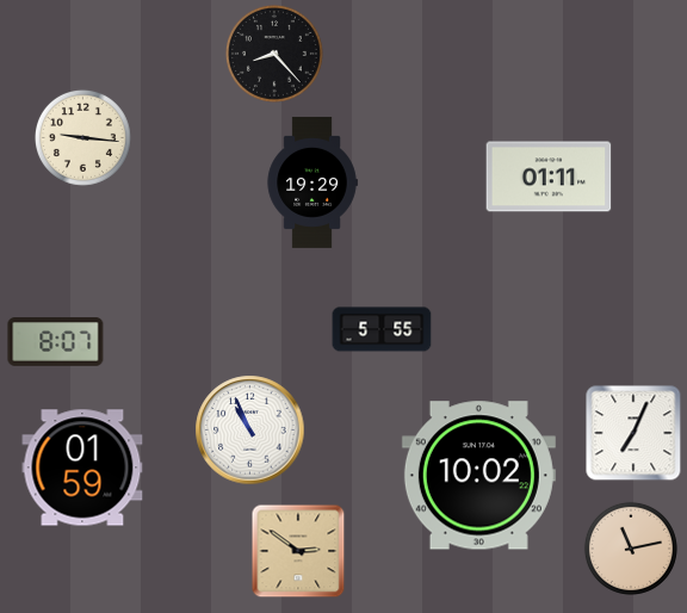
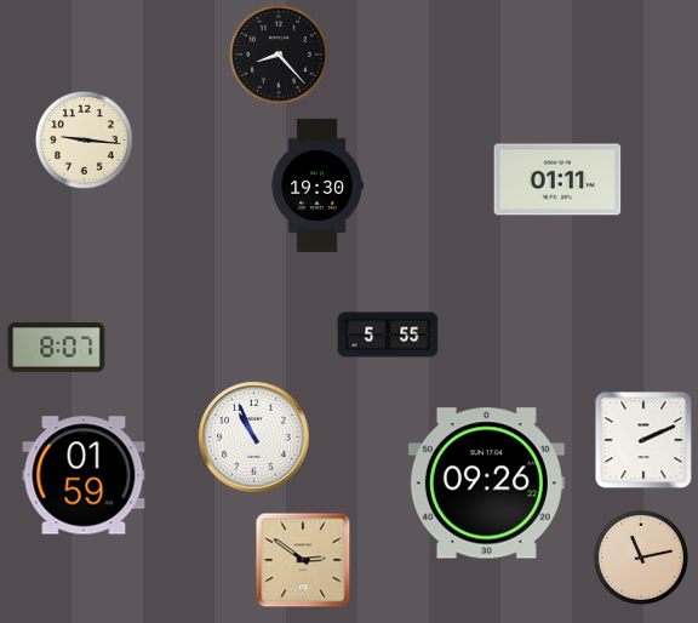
clock at (312, 182): 19:29 -> 19:30
clock at (633, 433): 7:04 -> 2:11
clock at (478, 476): 10:02 -> 09:26
